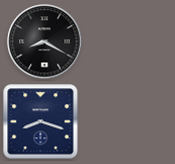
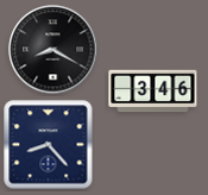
clock at (153, 92): none -> 3:46
clock at (41, 122): 8:18 -> 8:23
